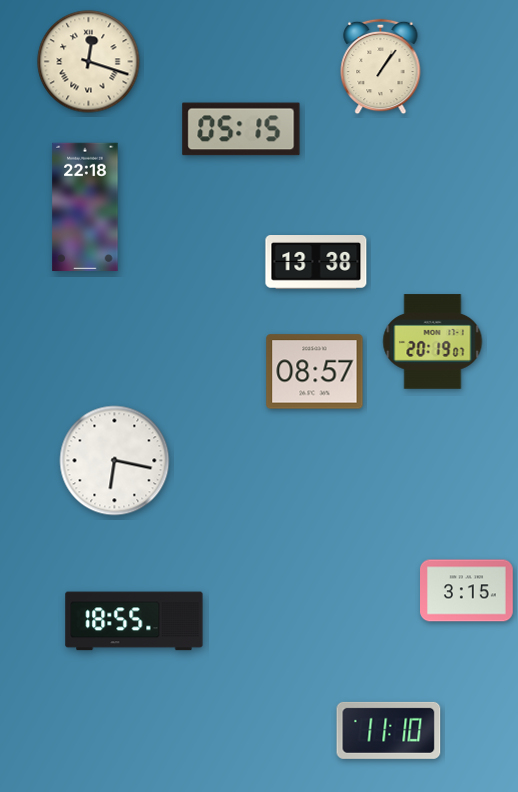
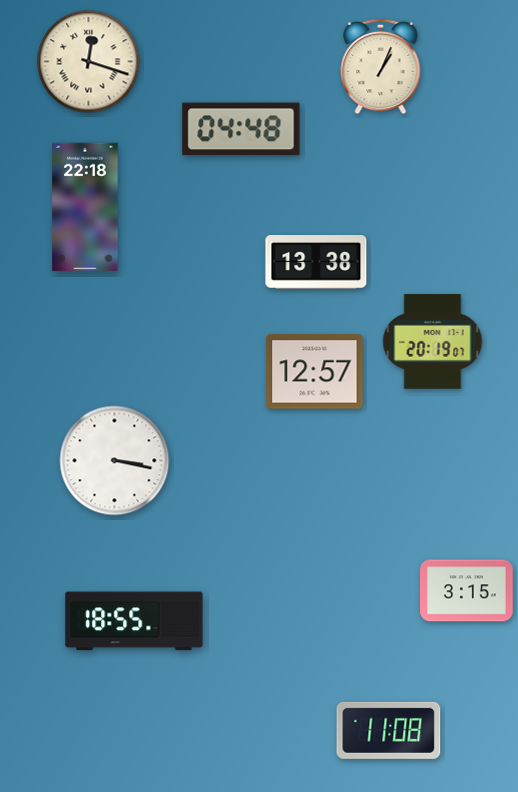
clock at (381, 67): 1:06 -> 1:04
clock at (241, 129): 05:15 -> 04:48
clock at (315, 372): 08:57 -> 12:57
clock at (115, 461): 6:17 -> 3:17
clock at (389, 730): 11:10 -> 11:08
